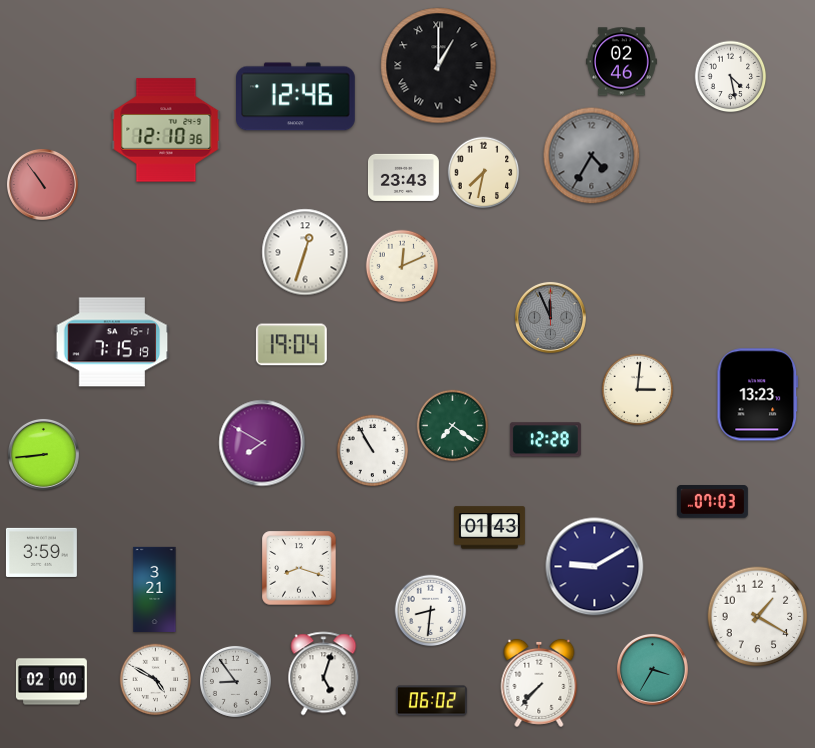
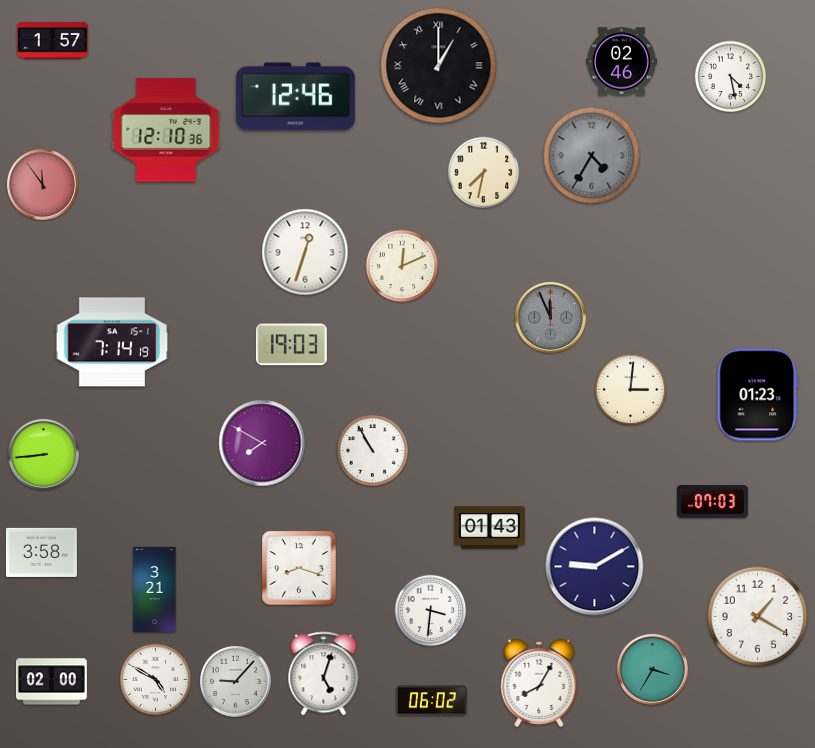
clock at (52, 41): none -> 1:57
clock at (403, 177): 23:43 -> none
clock at (42, 184): 10:54 -> 11:54
clock at (112, 342): 7:15 -> 7:14
clock at (291, 345): 19:04 -> 19:03
clock at (638, 390) position: (638, 390) -> (631, 390)
clock at (758, 395): 13:23 -> 01:23
clock at (453, 426): 7:21 -> none
clock at (545, 440): 12:28 -> none
clock at (41, 552): 3:59 -> 3:58
clock at (431, 611): 8:31 -> 3:31
clock at (235, 681): 8:54 -> 9:07
clock at (539, 683): 7:37 -> 8:05
